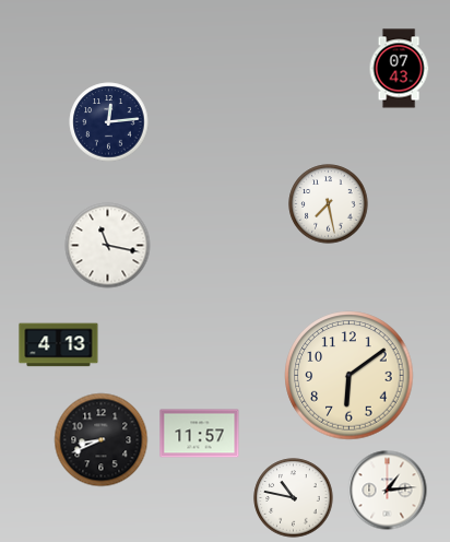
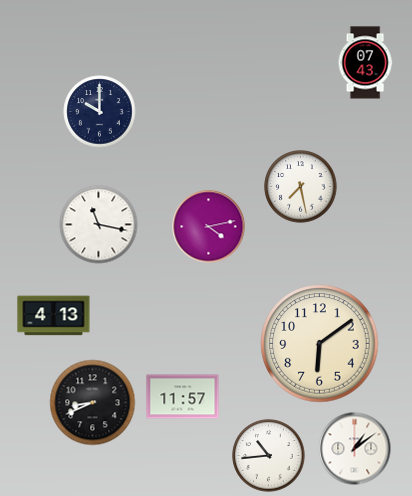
clock at (109, 122): 12:14 -> 10:00
clock at (209, 227): none -> 4:13
clock at (388, 491): 1:14 -> 1:09
clock at (294, 498): 10:47 -> 10:44
